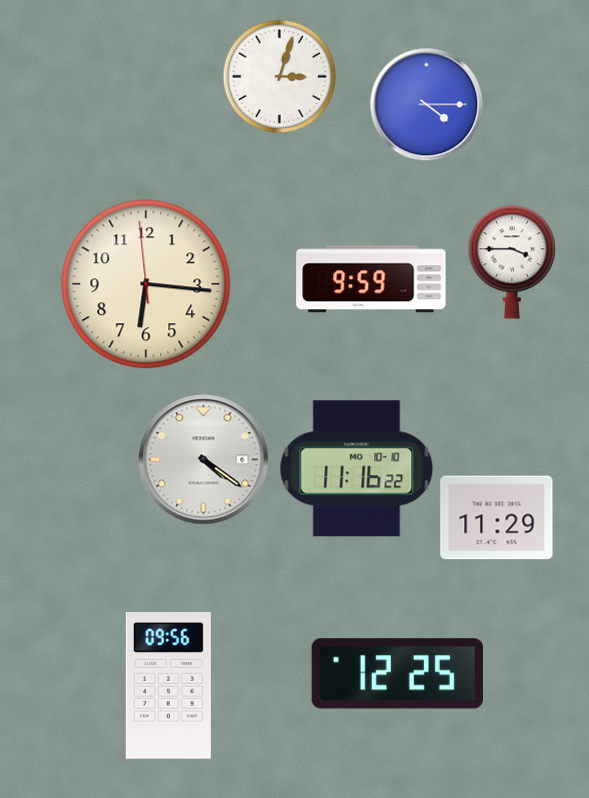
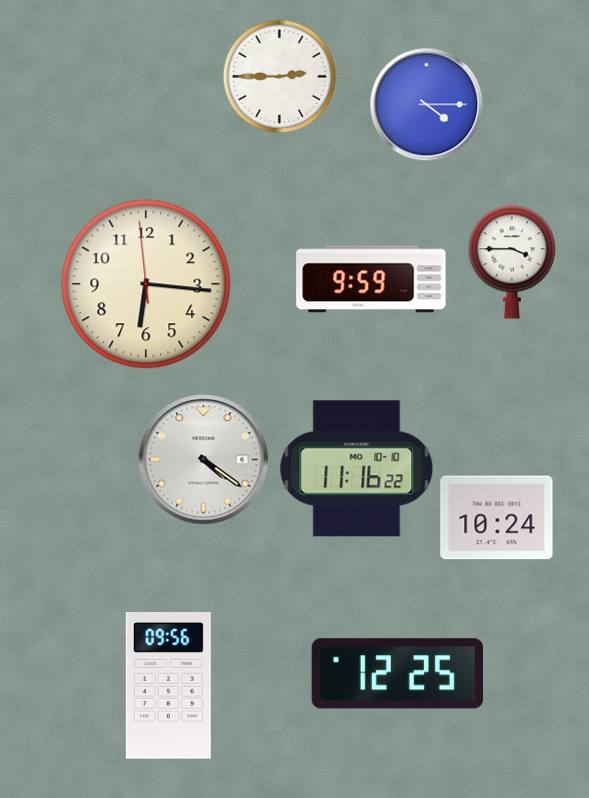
clock at (280, 77): 3:03 -> 2:45
clock at (497, 518): 11:29 -> 10:24
